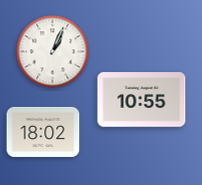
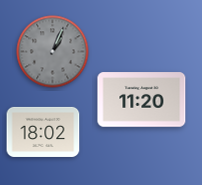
clock at (53, 52) dial: white -> grey
clock at (142, 100): 10:55 -> 11:20
